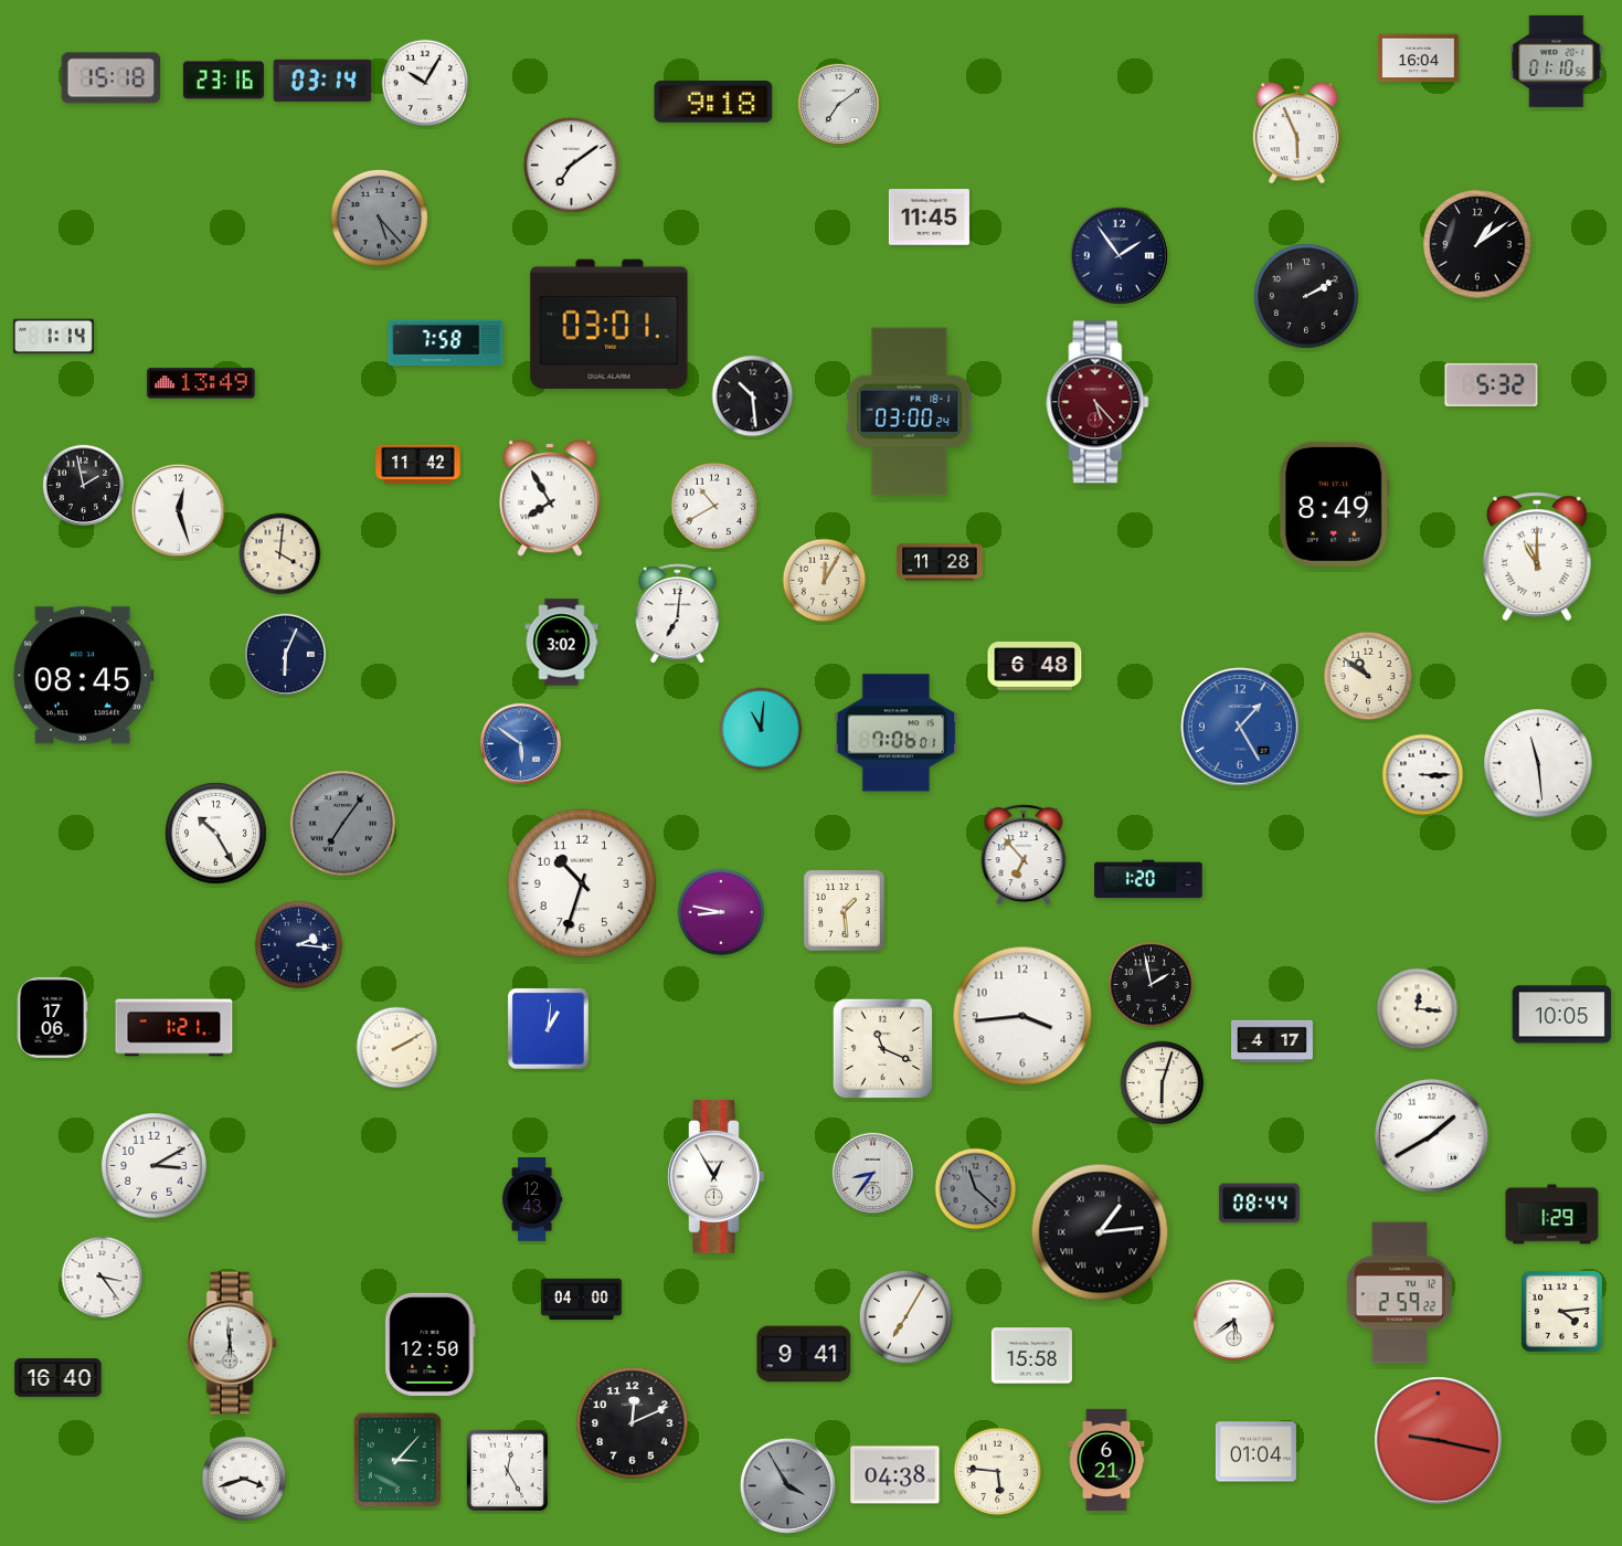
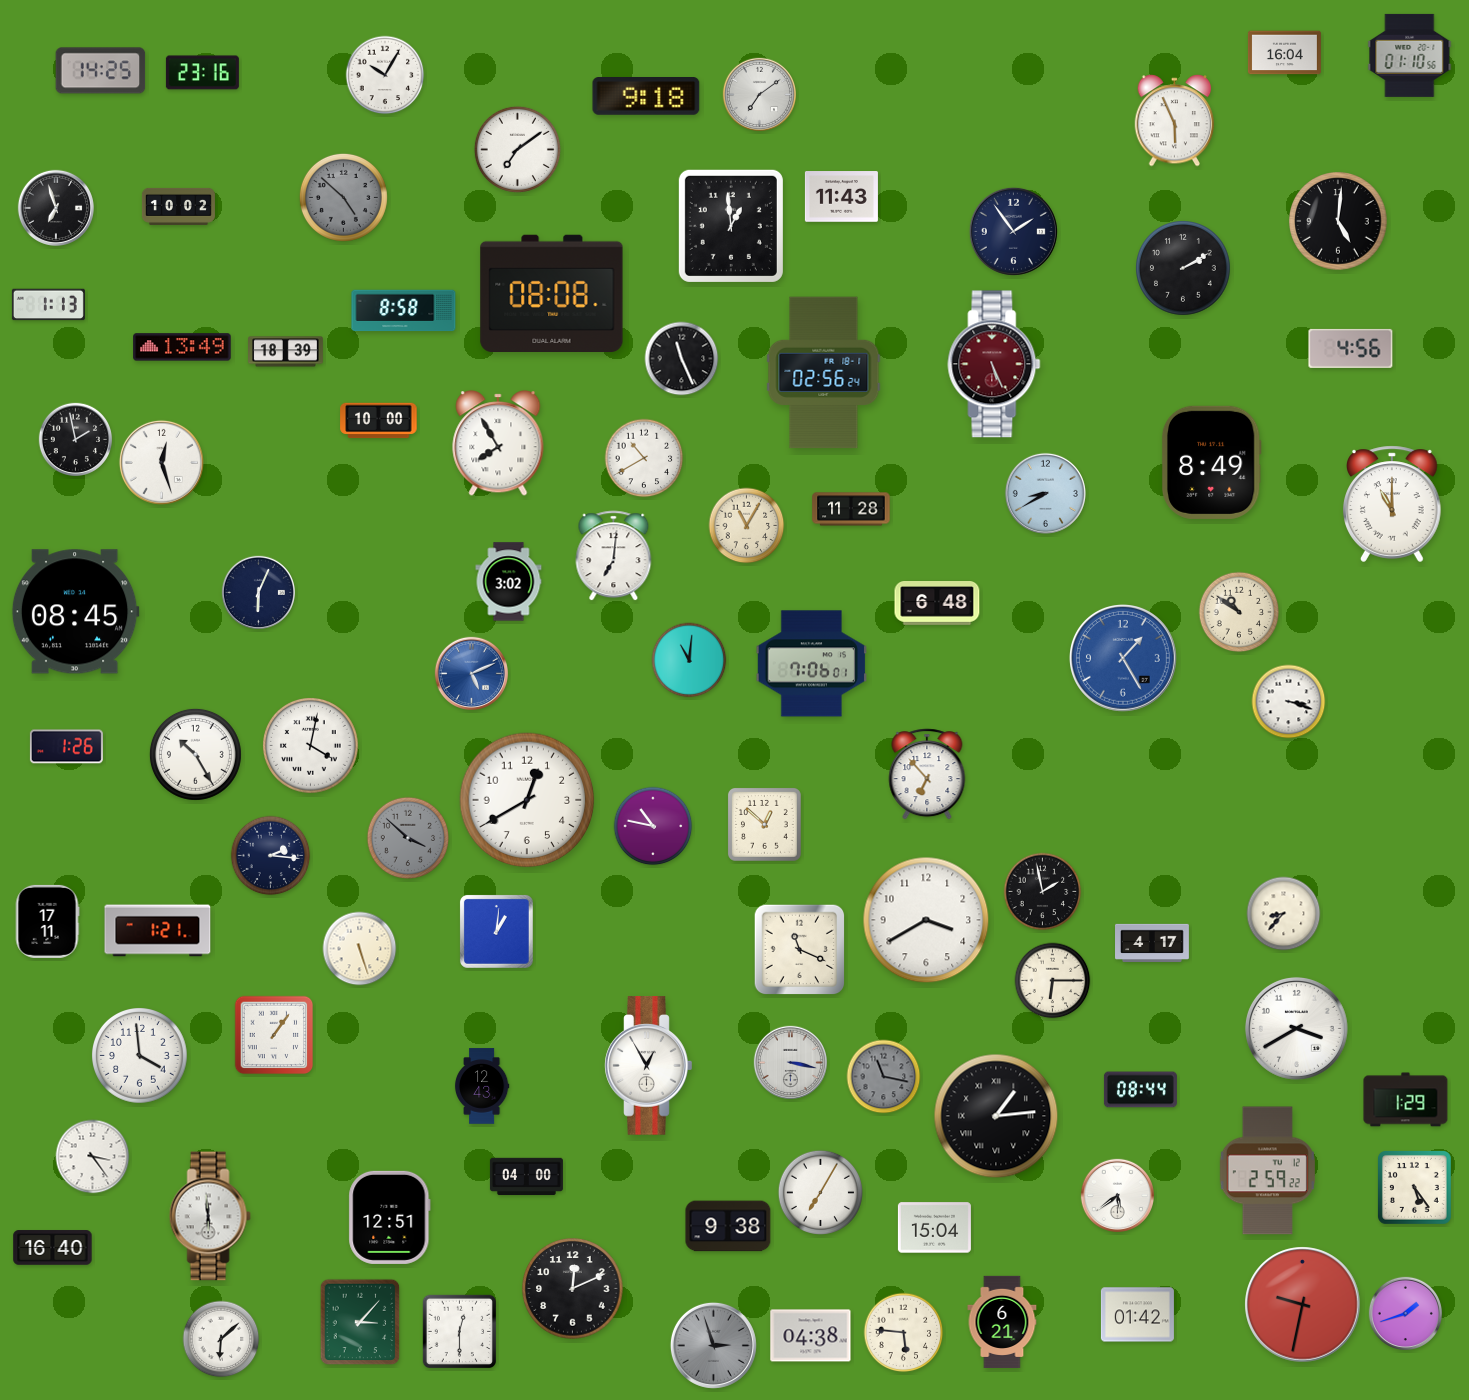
clock at (112, 78): 15:18 -> 14:25
clock at (322, 81): 03:14 -> none
clock at (713, 103) position: (713, 103) -> (646, 97)
clock at (379, 218): 5:23 -> 4:52
clock at (929, 218): 11:45 -> 11:43
clock at (178, 206): none -> 10:02
clock at (56, 208): none -> 6:57
clock at (1477, 244): 1:09 -> 5:01
clock at (731, 226): none -> 12:59
clock at (609, 324): 03:01 -> 08:08
clock at (53, 337): 1:14 -> 1:13
clock at (446, 343): 7:58 -> 8:58
clock at (1492, 384): 5:32 -> 4:56
clock at (286, 352): none -> 18:39
clock at (753, 396): 10:29 -> 11:26
clock at (1098, 402): 5:23 -> 5:26
clock at (910, 412): 03:00 -> 02:56
clock at (418, 465): 11:42 -> 10:00
clock at (550, 498) position: (550, 498) -> (498, 443)
clock at (1334, 504) position: (1334, 504) -> (1211, 462)
clock at (714, 506) position: (714, 506) -> (644, 458)
clock at (1045, 493): none -> 8:40
clock at (280, 554): 4:01 -> none
clock at (825, 581): 12:05 -> 11:05
clock at (520, 743): 5:51 -> 5:11
clock at (1538, 763): 11:29 -> none
clock at (1423, 775): 3:15 -> 3:18
clock at (343, 824): 7:06 -> 4:02
clock at (343, 824) dial: grey -> white
clock at (66, 747): none -> 1:26
clock at (1148, 879): 1:20 -> none
clock at (582, 883): 10:33 -> 12:40
clock at (844, 910): 1:29 -> 12:52
clock at (721, 912): 8:47 -> 10:47
clock at (408, 838): none -> 3:52
clock at (1418, 1009): 12:16 -> 8:37
clock at (1562, 1015): 10:05 -> none
clock at (1022, 1016): 3:44 -> 3:40
clock at (52, 1017): 17:06 -> 17:11
clock at (397, 1048): 2:10 -> 5:27
clock at (1163, 1083): 6:03 -> 6:15
clock at (1431, 1135): 1:40 -> 3:40
clock at (274, 1035): none -> 1:06
clock at (155, 1166): 3:10 -> 3:59
clock at (872, 1173): 8:36 -> 3:17
clock at (976, 1189): 11:22 -> 11:17
clock at (1561, 1311): 4:14 -> 5:24
clock at (431, 1344): 12:50 -> 12:51
clock at (804, 1354): 9:41 -> 9:38
clock at (1031, 1356): 15:58 -> 15:04
clock at (1439, 1441): 9:17 -> 9:32
clock at (1405, 1313): none -> 1:42
clock at (1255, 1452): 01:04 -> 01:42
clock at (508, 1471): 12:25 -> 12:30
clock at (244, 1479): 3:42 -> 6:08
clock at (787, 1485): 3:55 -> 2:57
